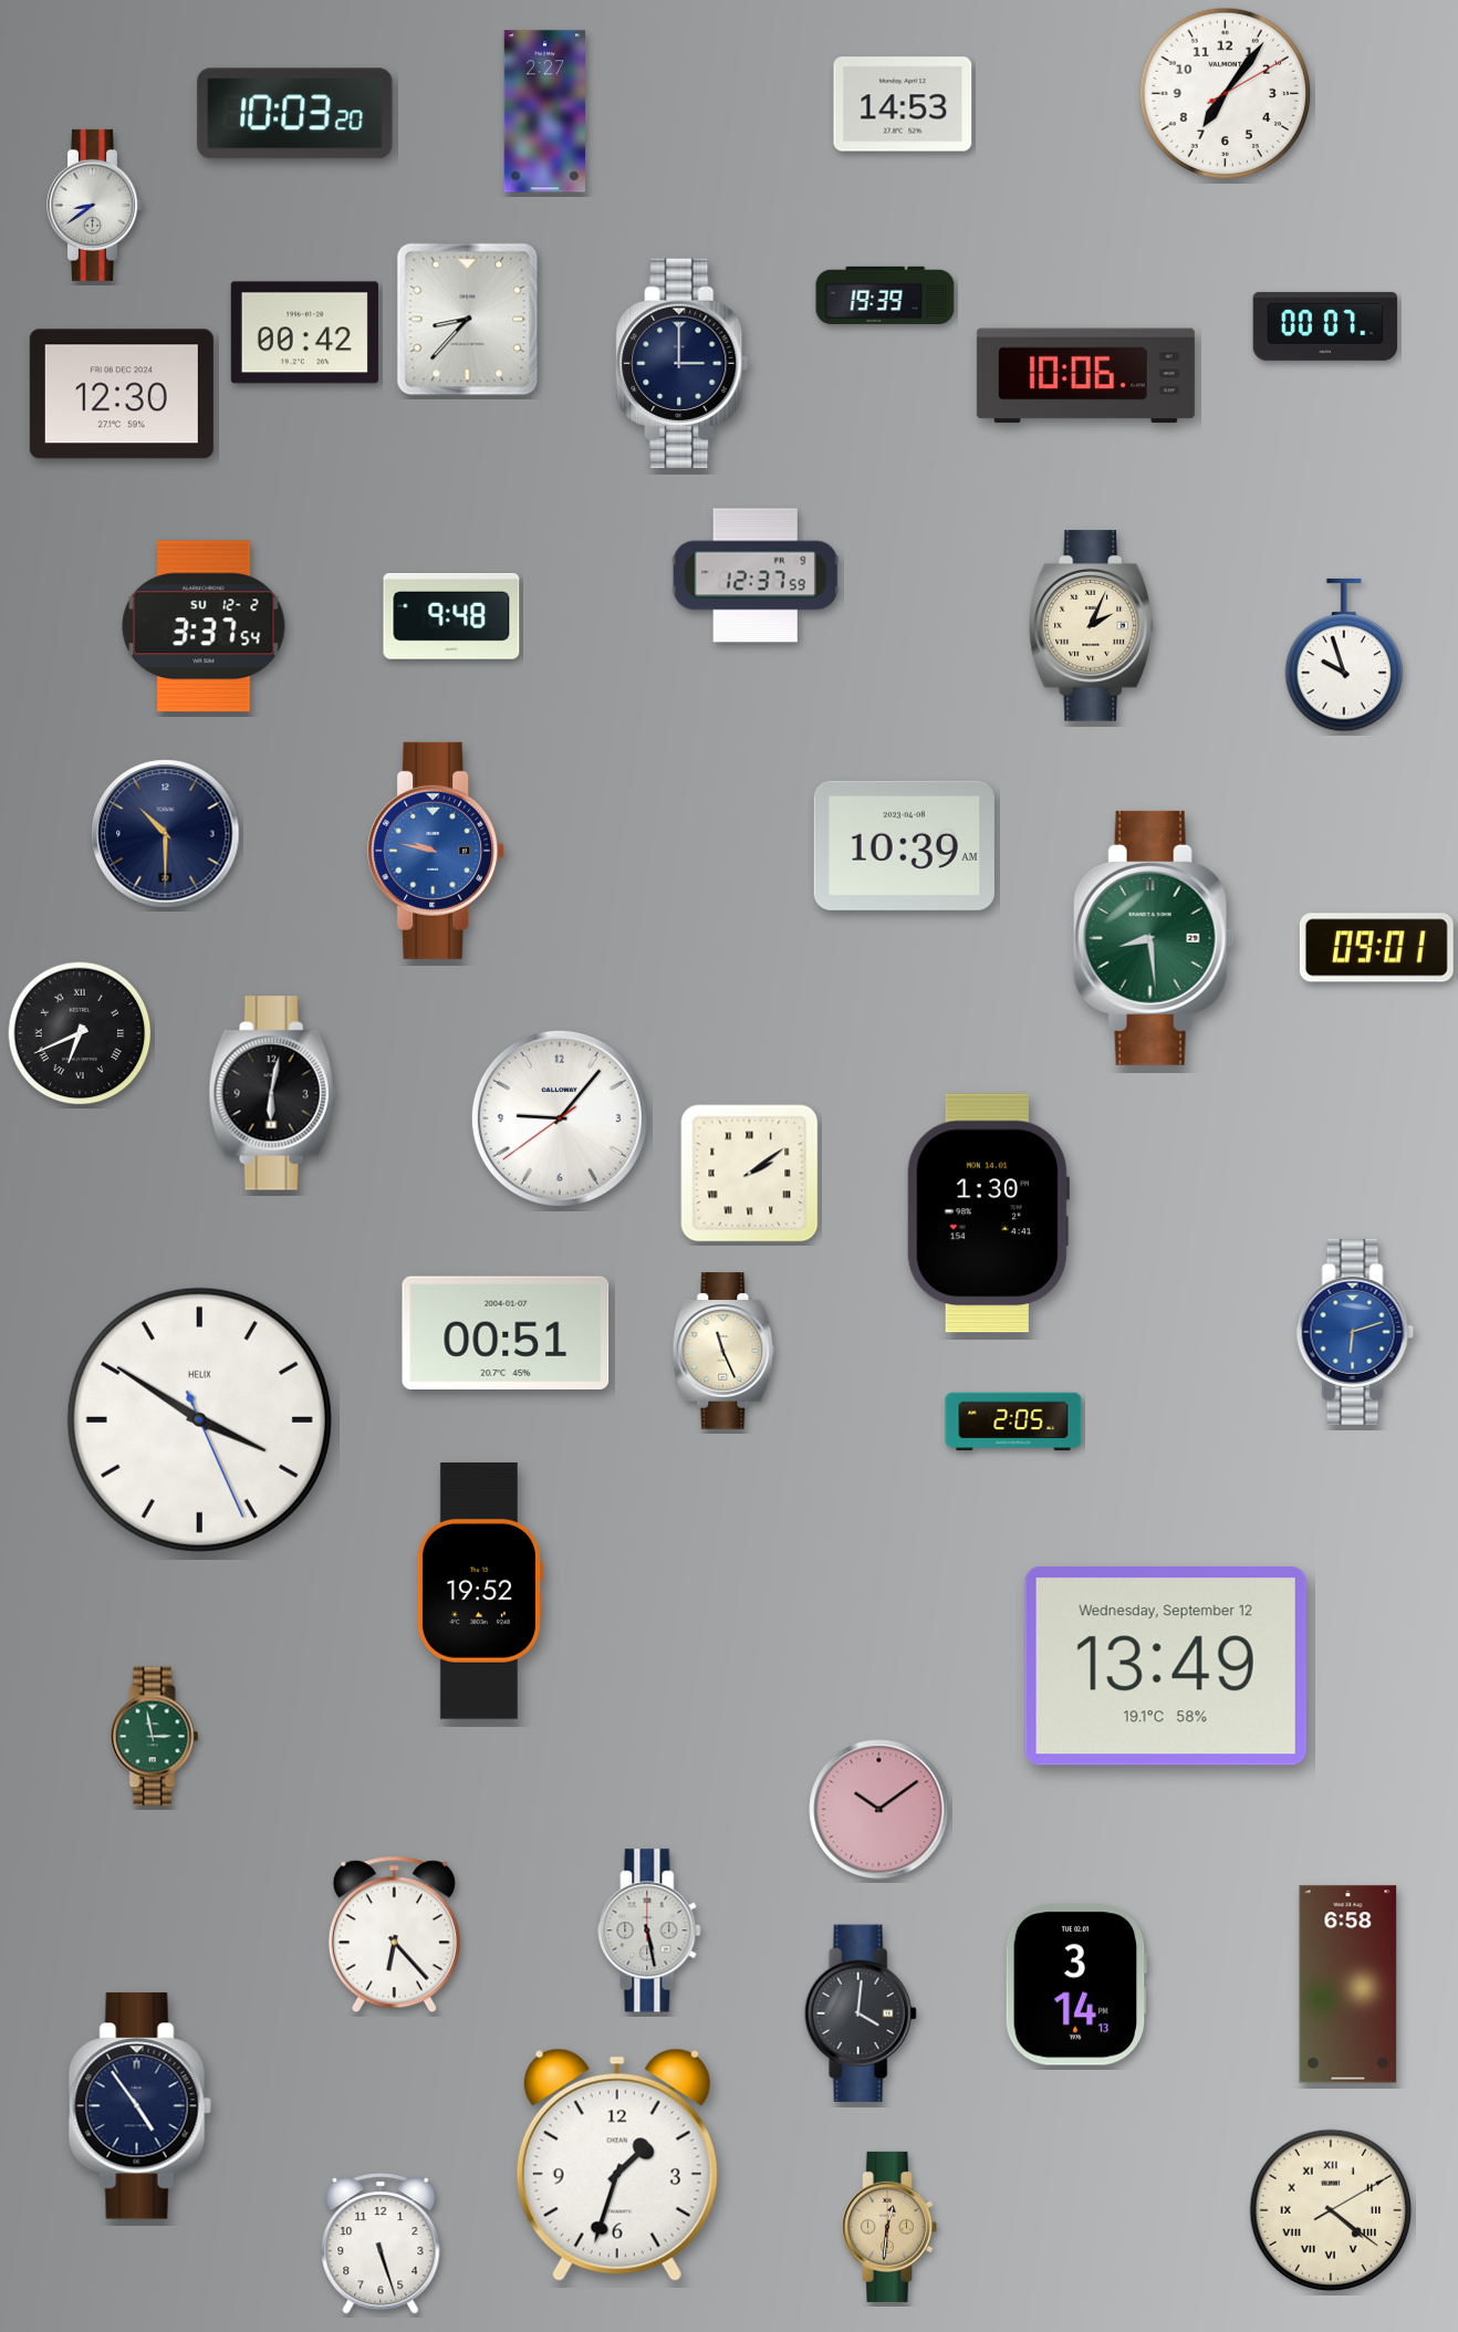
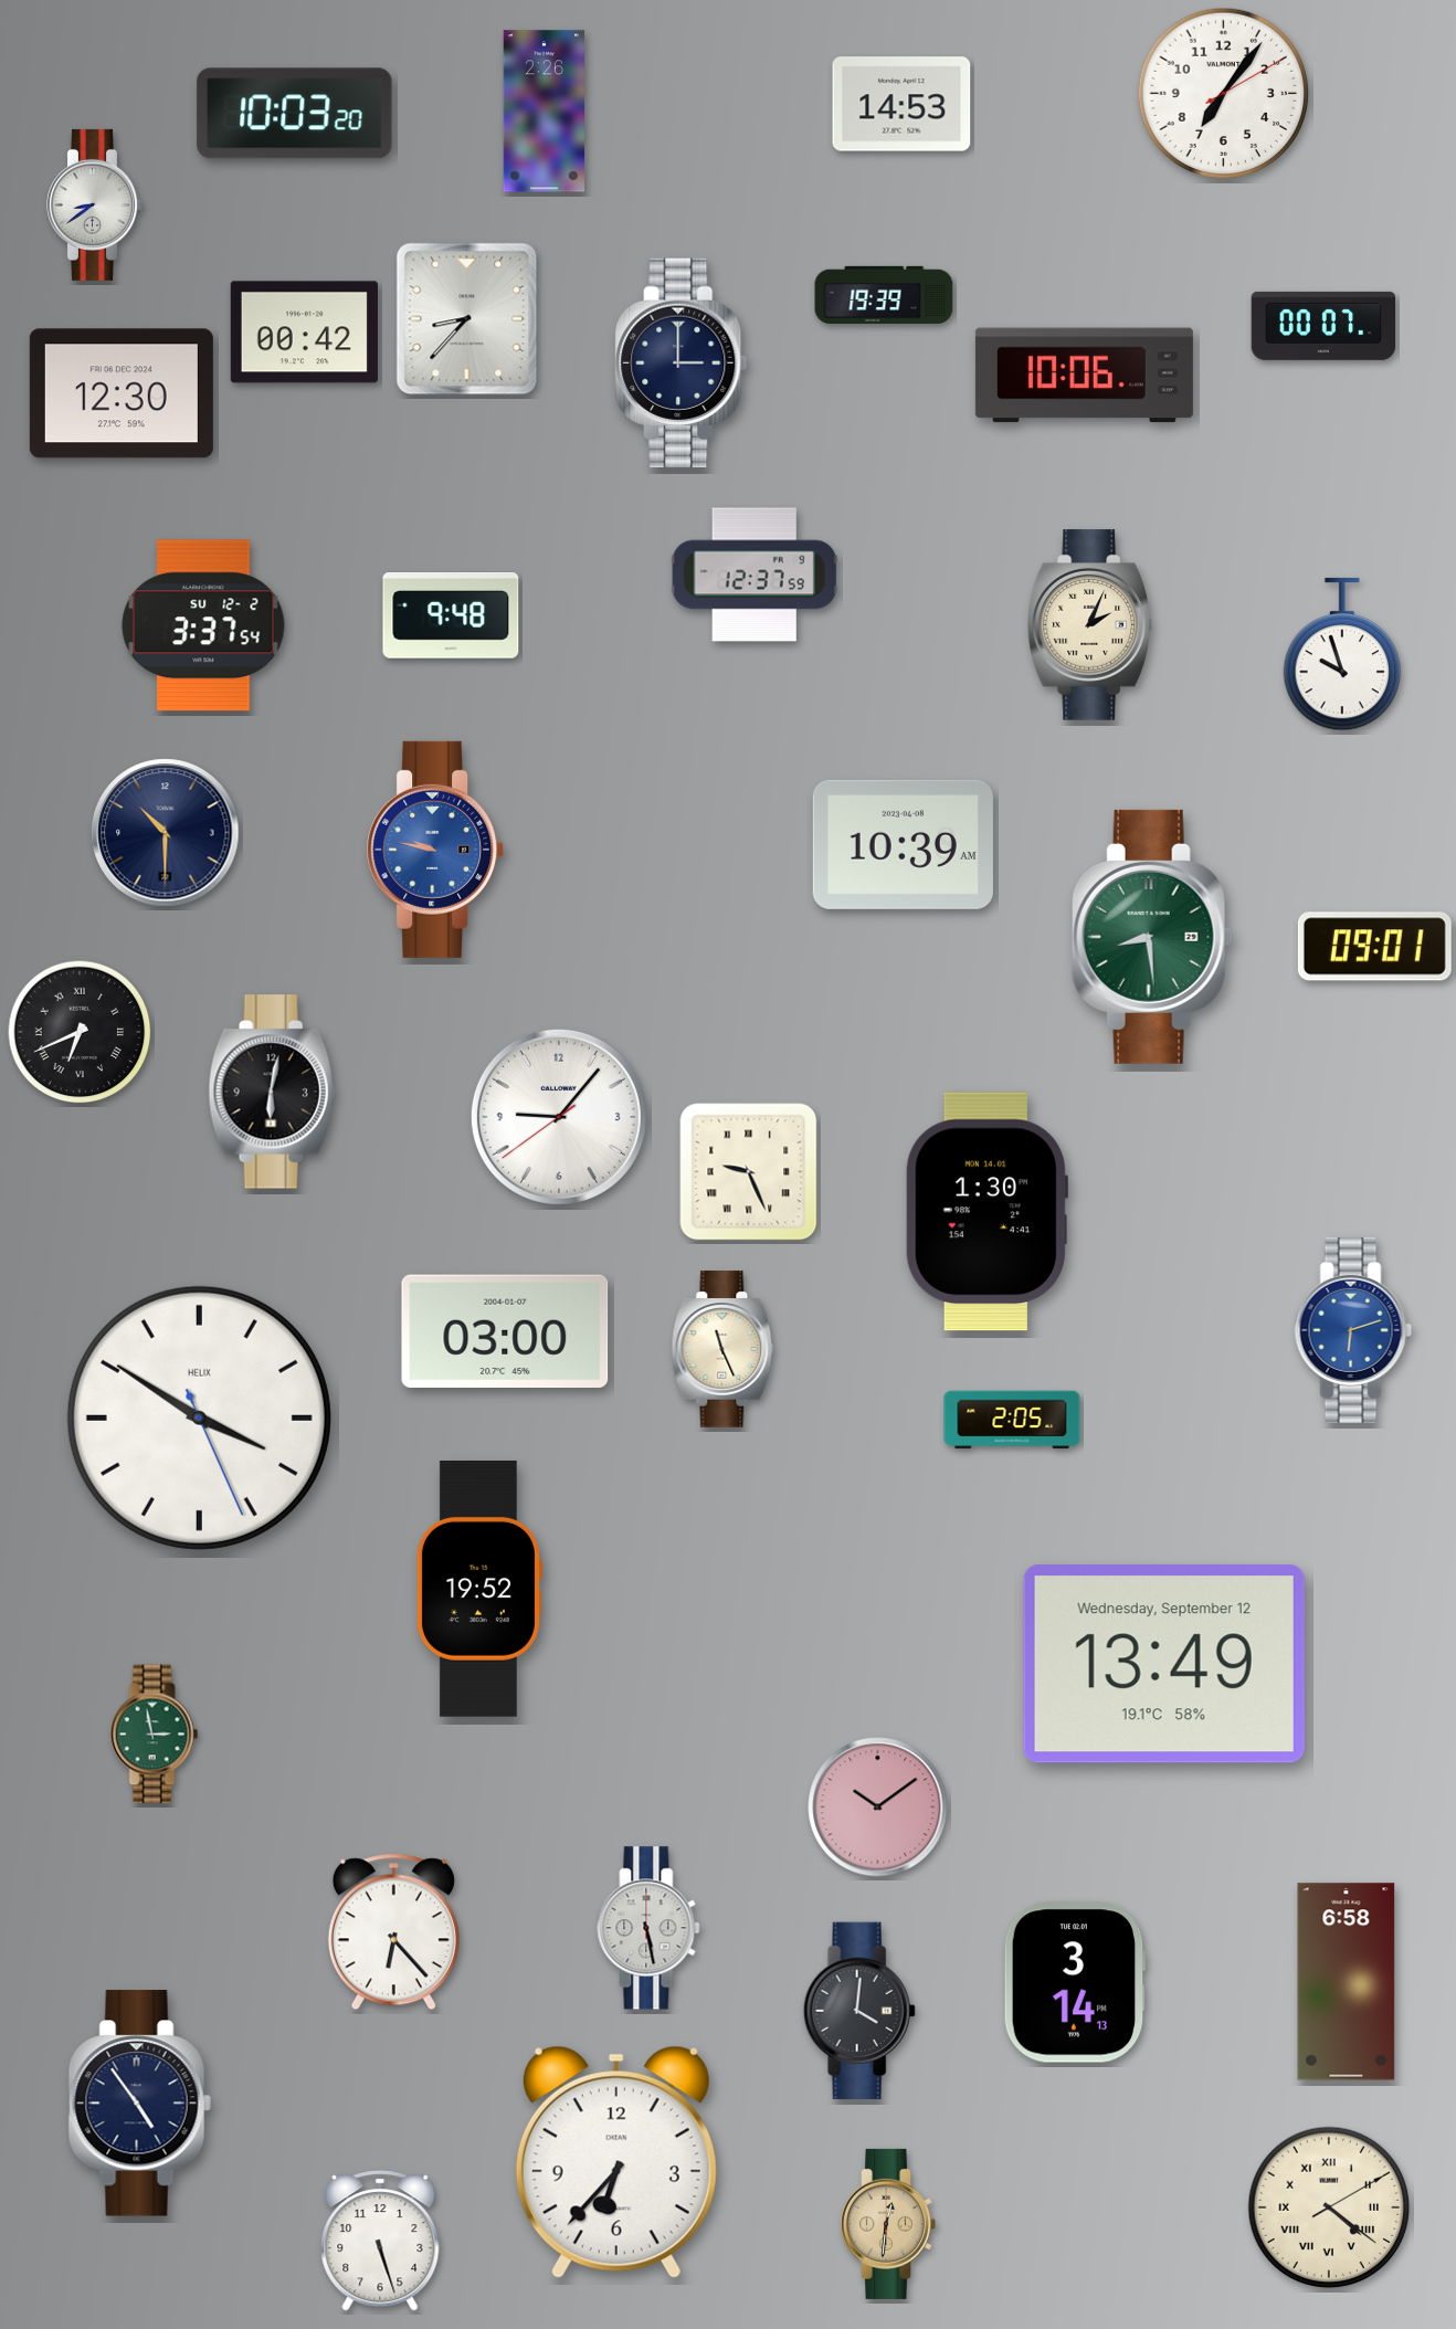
clock at (545, 112): 2:27 -> 2:26
clock at (750, 1174): 2:09 -> 9:26
clock at (506, 1333): 00:51 -> 03:00
clock at (617, 2165): 1:33 -> 6:37
